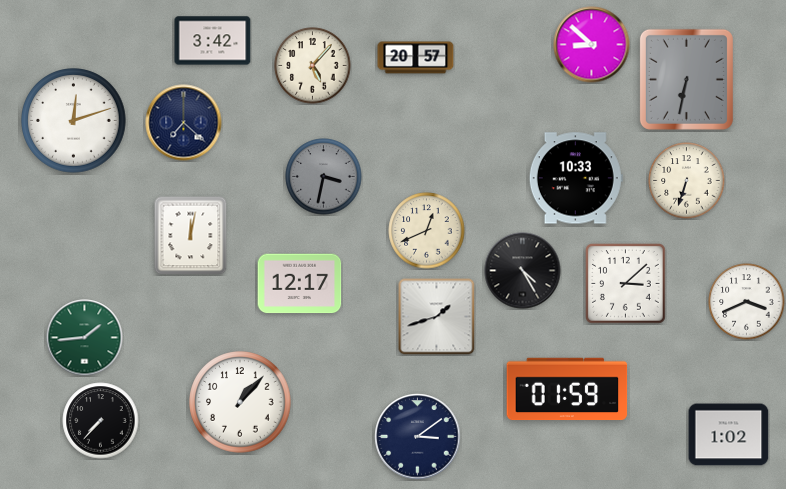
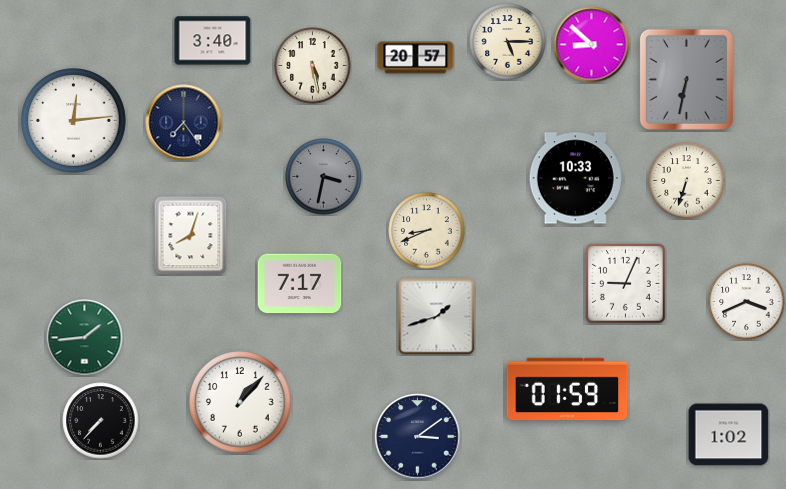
clock at (213, 41): 3:42 -> 3:40
clock at (508, 42): none -> 5:15
clock at (313, 66): 5:07 -> 5:28
clock at (74, 121): 12:12 -> 12:14
clock at (184, 123): 7:22 -> 7:24
clock at (427, 231): 12:41 -> 8:41
clock at (191, 236): 12:02 -> 8:03
clock at (523, 271): 4:25 -> none
clock at (300, 284): 12:17 -> 7:17
clock at (626, 284): 3:08 -> 9:04
